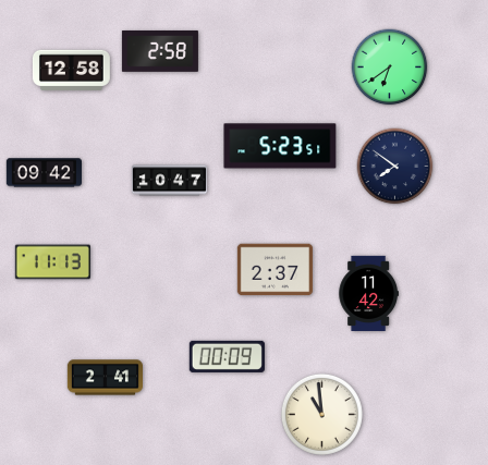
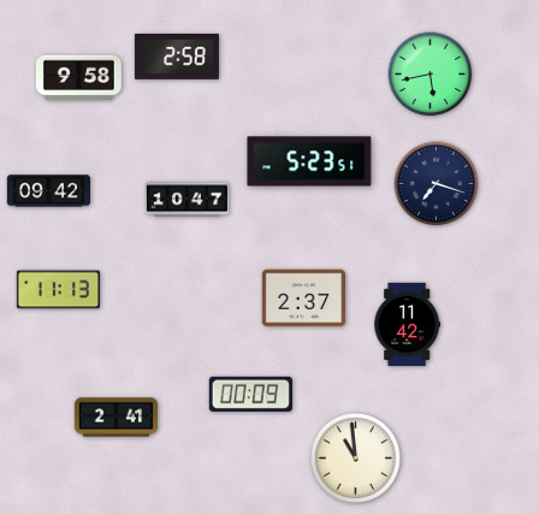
clock at (390, 68): 6:39 -> 5:43
clock at (71, 71): 12:58 -> 9:58
clock at (395, 167): 7:51 -> 7:18
